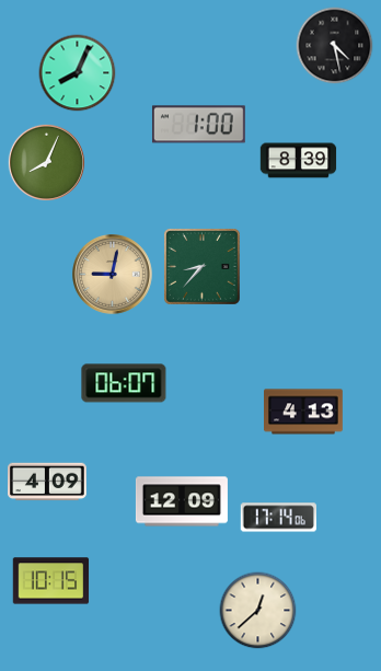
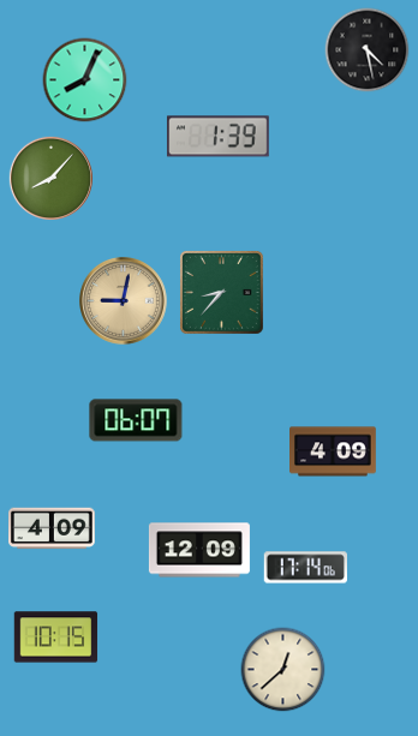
clock at (198, 125): 1:00 -> 1:39
clock at (299, 161): 8:39 -> none
clock at (46, 162): 8:04 -> 8:07
clock at (304, 412): 4:13 -> 4:09
